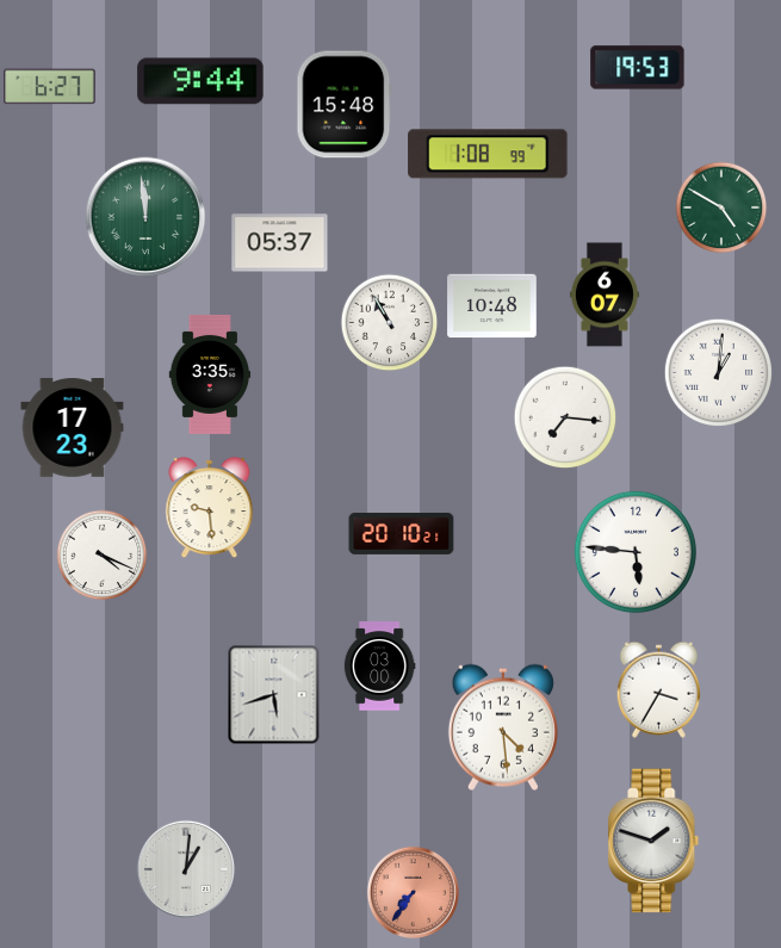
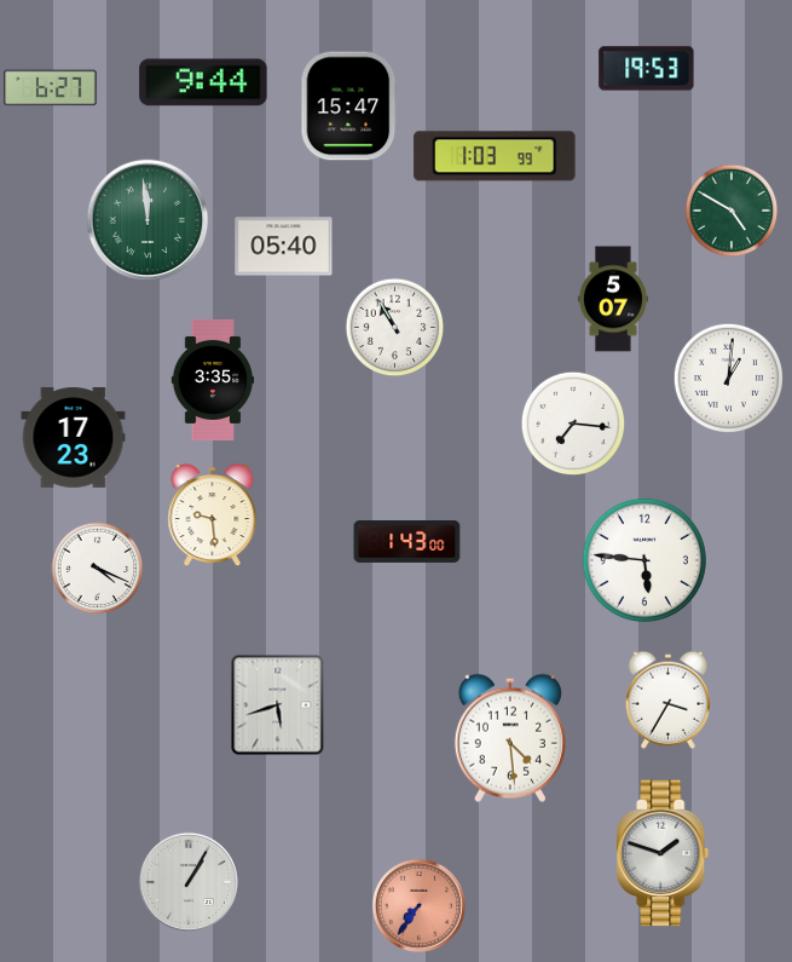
clock at (345, 105): 15:48 -> 15:47
clock at (488, 154): 1:08 -> 1:03
clock at (280, 243): 05:37 -> 05:40
clock at (605, 295): 6:07 -> 5:07
clock at (492, 306): 10:48 -> none
clock at (73, 428) position: (73, 428) -> (74, 438)
clock at (402, 533): 20:10 -> 1:43
clock at (103, 556) position: (103, 556) -> (98, 569)
clock at (379, 667): 03:00 -> none
clock at (186, 869): 1:01 -> 1:05
